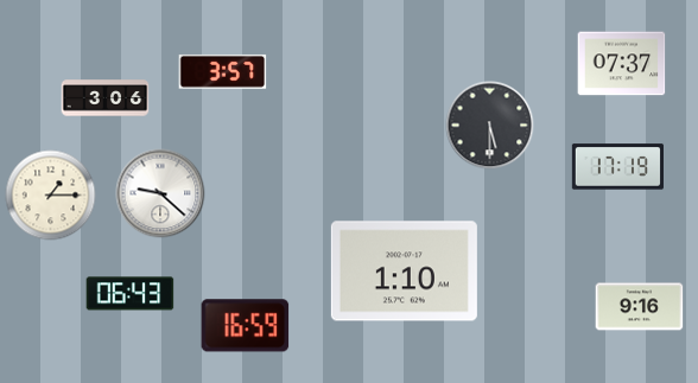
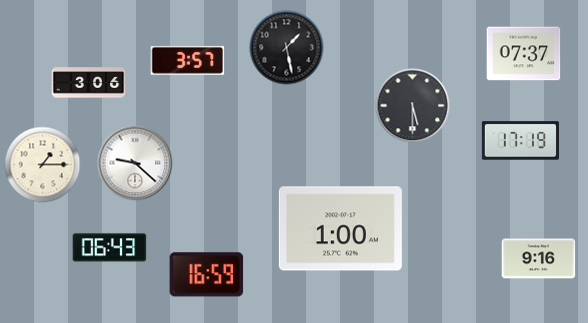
clock at (287, 48): none -> 1:28
clock at (404, 272): 1:10 -> 1:00
